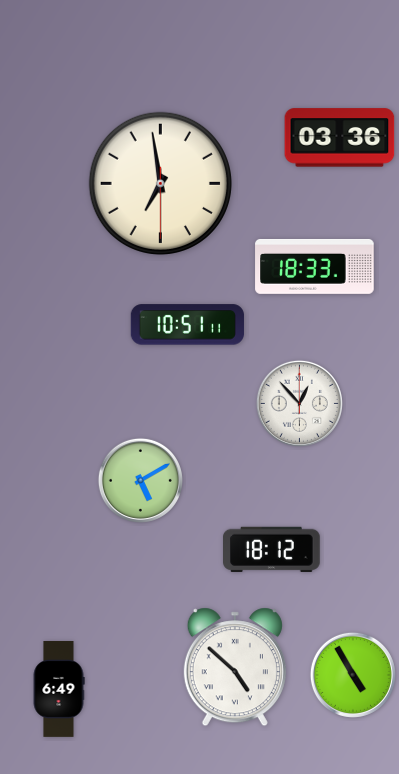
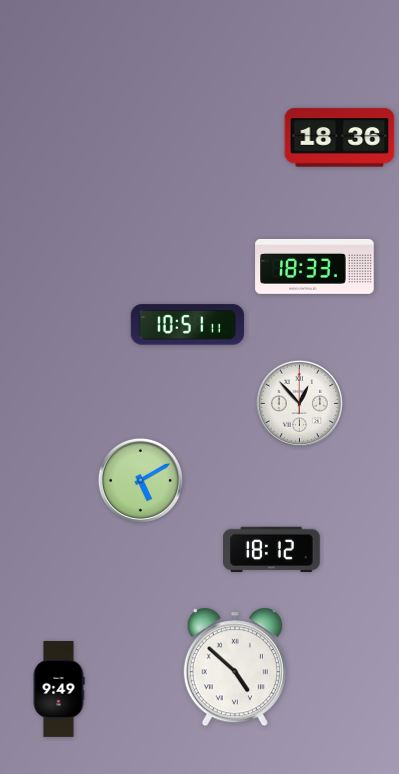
clock at (340, 138): 03:36 -> 18:36
clock at (160, 183): 6:58 -> none
clock at (353, 675): 4:55 -> none
clock at (59, 690): 6:49 -> 9:49
